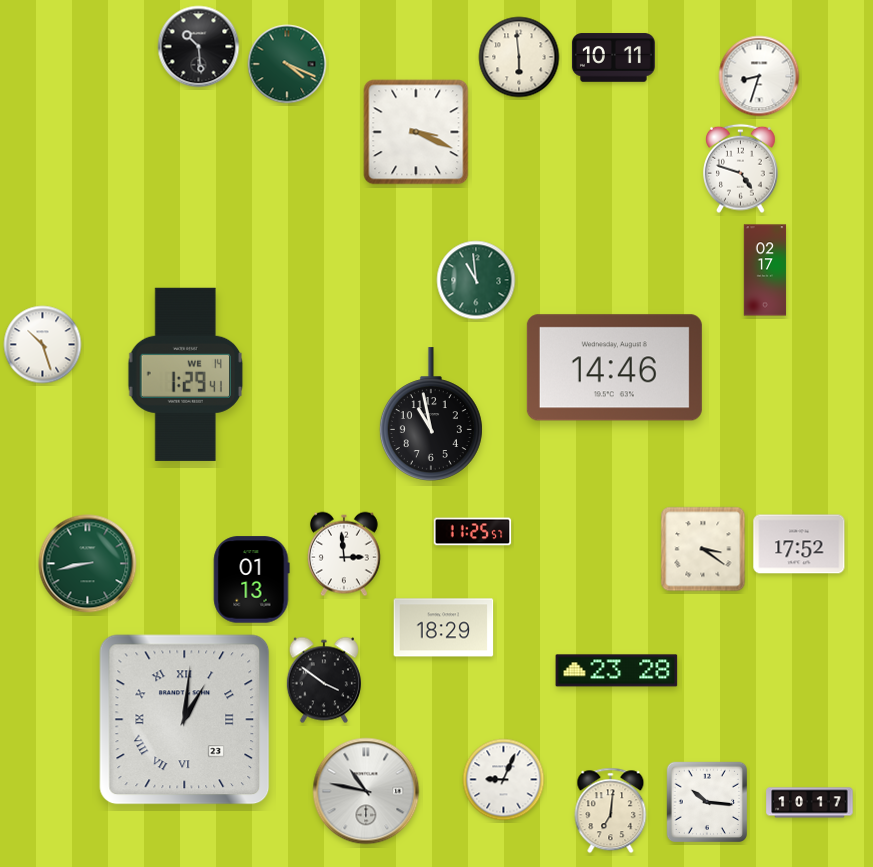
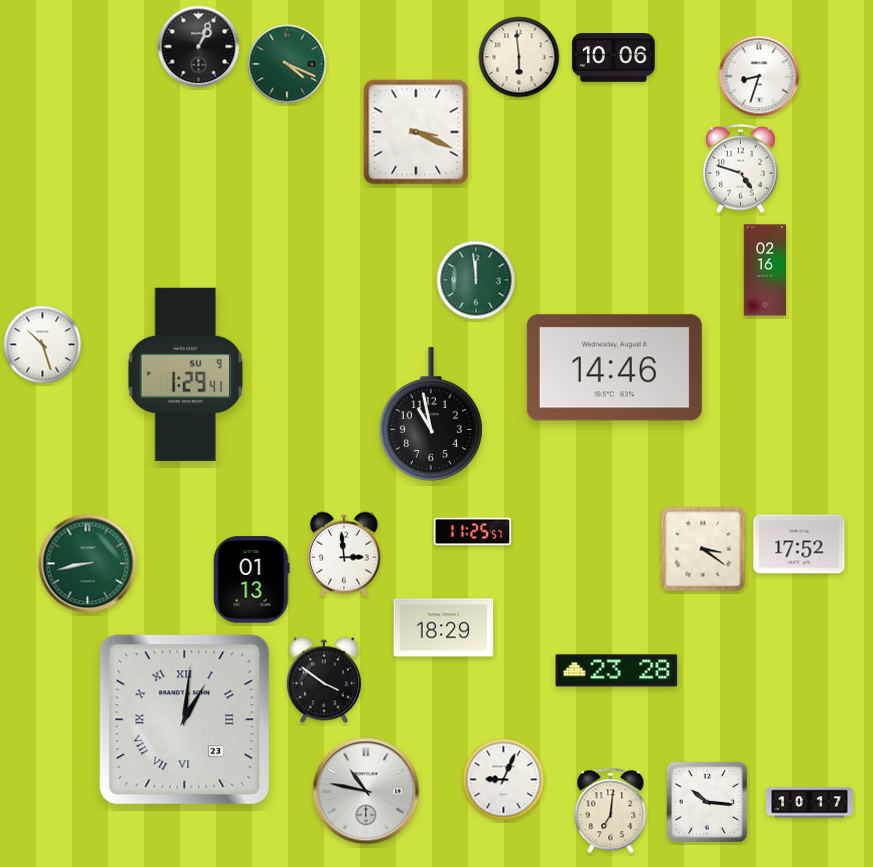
clock at (199, 47): 10:29 -> 1:04
clock at (613, 58): 10:11 -> 10:06
clock at (765, 270): 02:17 -> 02:16
clock at (476, 280): 10:59 -> 11:59
clock at (186, 374) date: WE 14 -> SU 9
